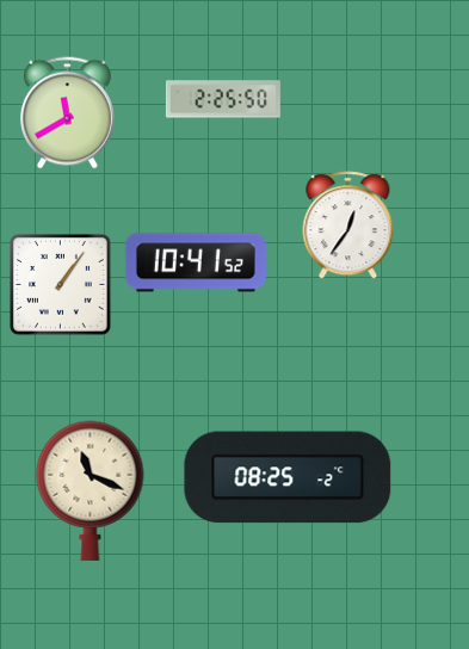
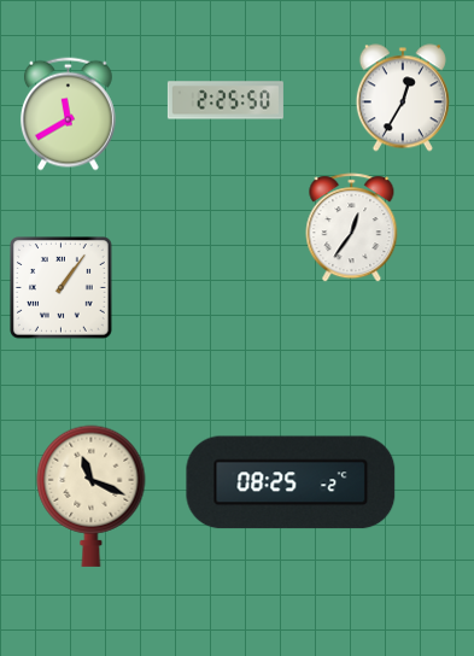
clock at (403, 98): none -> 12:35
clock at (196, 262): 10:41 -> none
